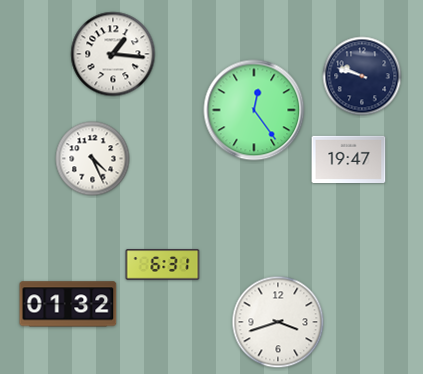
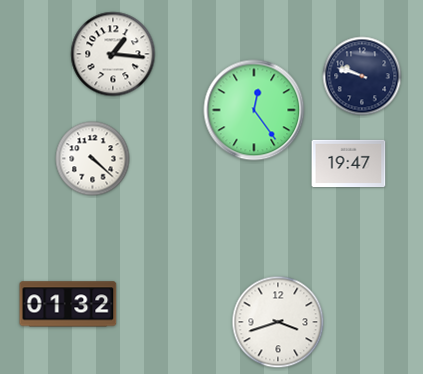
clock at (93, 159): 4:26 -> 4:22
clock at (349, 159) position: (349, 159) -> (349, 163)
clock at (163, 265): 6:31 -> none
